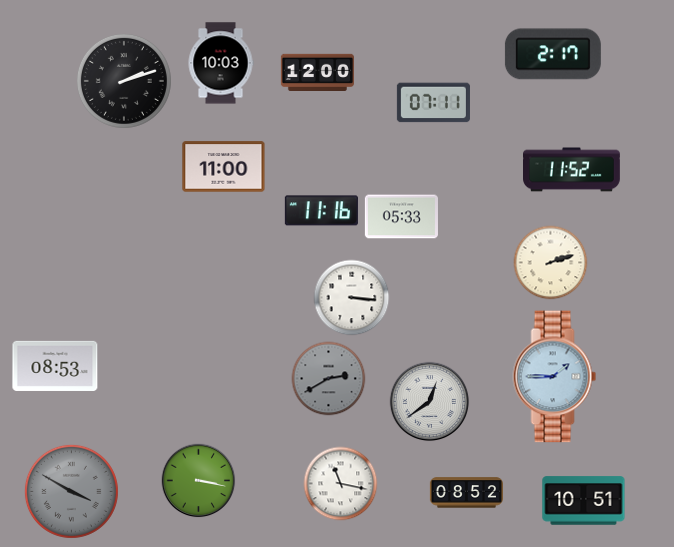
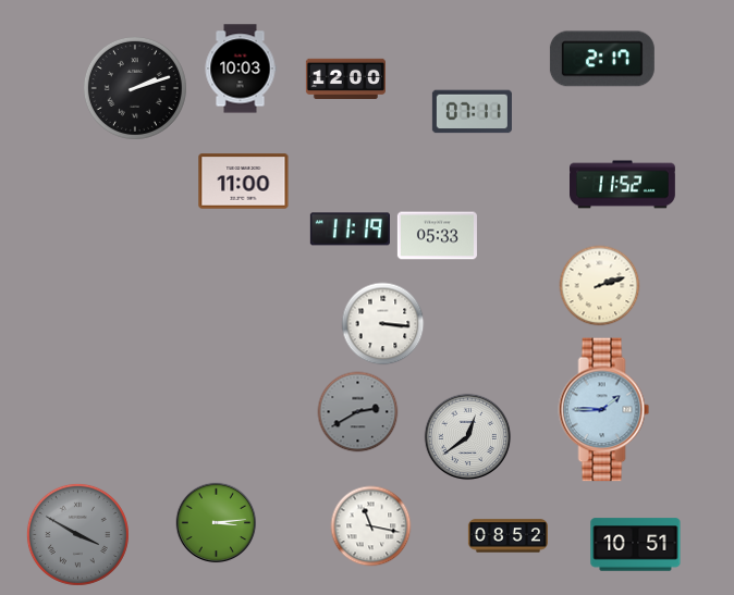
clock at (321, 211): 11:16 -> 11:19
clock at (55, 366): 08:53 -> none
clock at (199, 481): 3:17 -> 3:14
